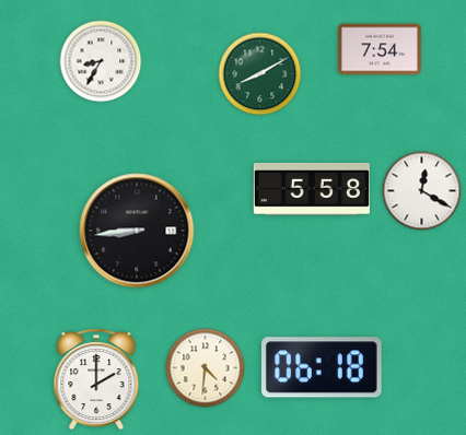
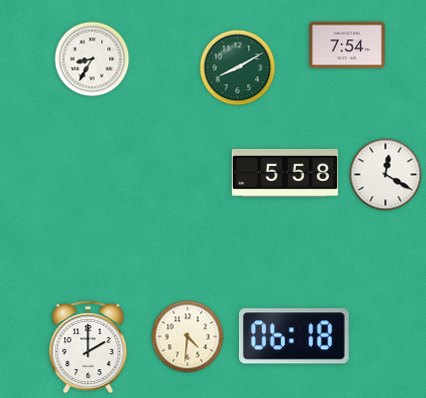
clock at (101, 61) position: (101, 61) -> (92, 59)
clock at (137, 231): 8:44 -> none
